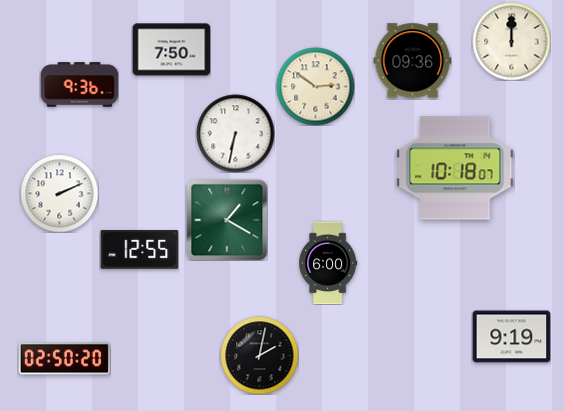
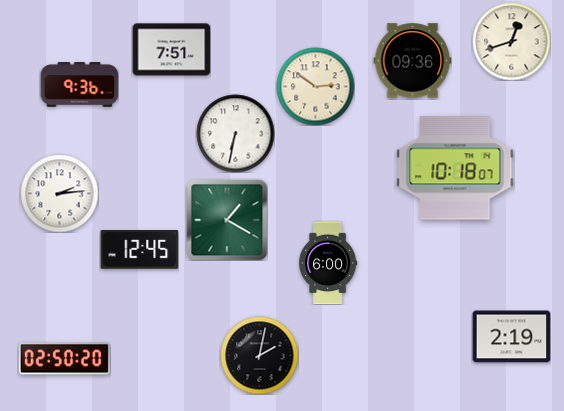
clock at (511, 41): 12:00 -> 12:42
clock at (171, 50): 7:50 -> 7:51
clock at (59, 193): 2:11 -> 2:14
clock at (139, 250): 12:55 -> 12:45
clock at (511, 337): 9:19 -> 2:19
